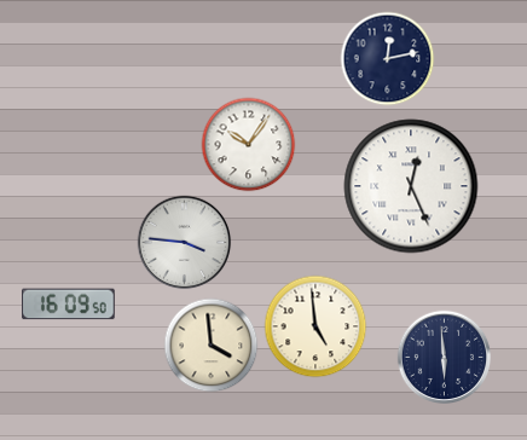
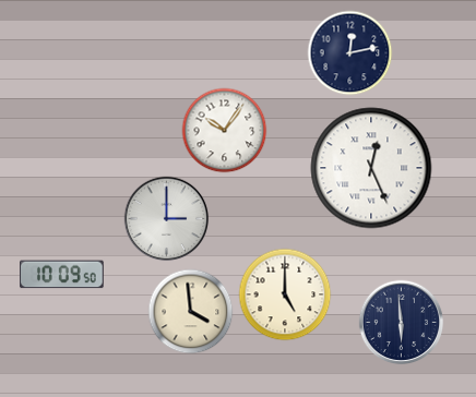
clock at (184, 242): 3:46 -> 3:00
clock at (69, 305): 16:09 -> 10:09
clock at (315, 326): 4:59 -> 5:00
